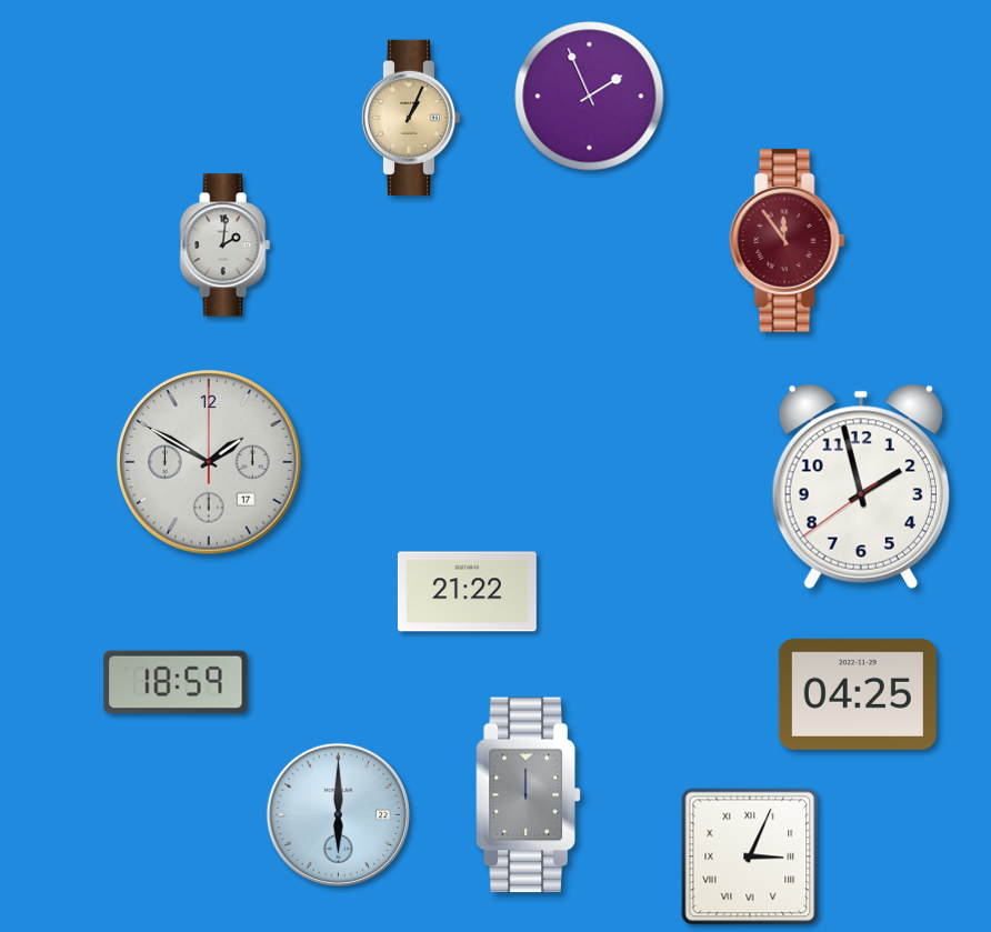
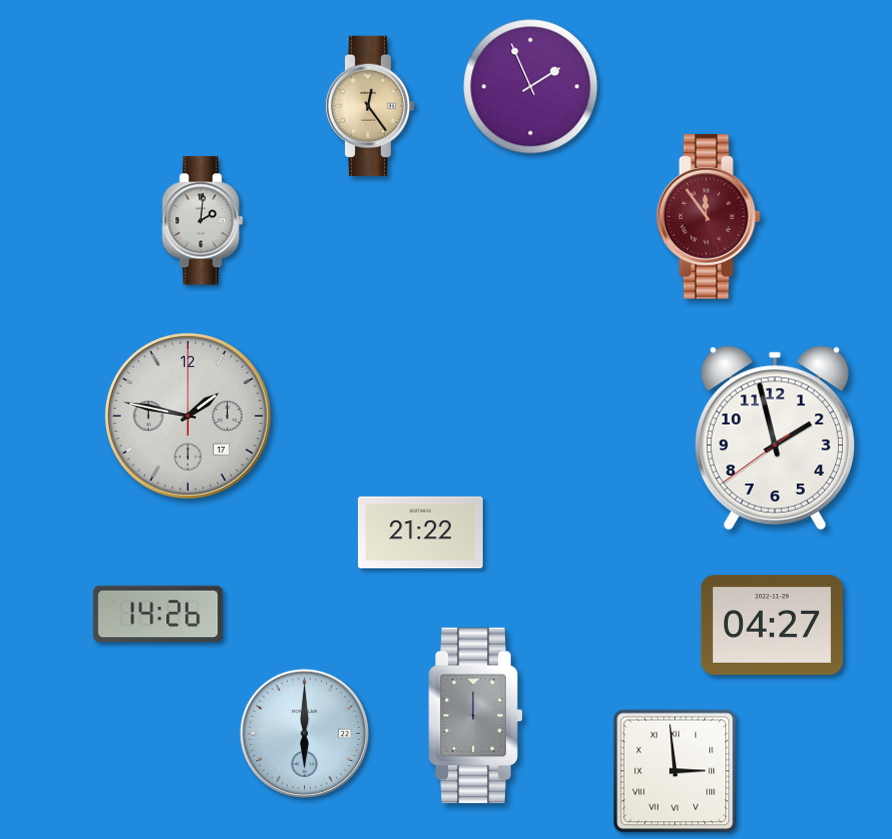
clock at (411, 118): 1:04 -> 12:24
clock at (209, 462): 1:50 -> 1:47
clock at (176, 682): 18:59 -> 14:26
clock at (858, 694): 04:25 -> 04:27
clock at (750, 856): 3:04 -> 2:59
